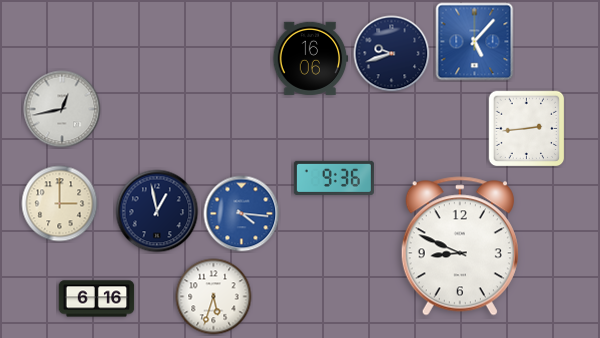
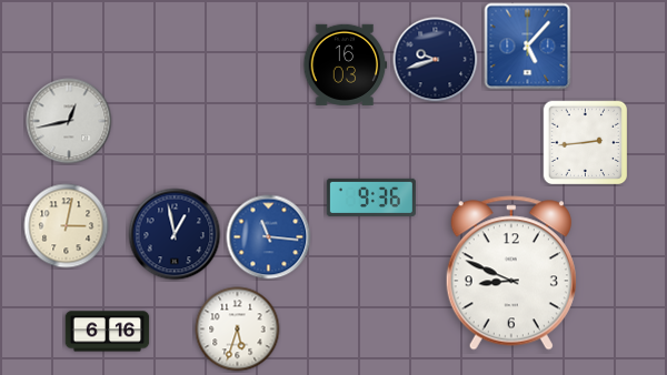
clock at (311, 58): 16:06 -> 16:03
clock at (60, 204): 3:00 -> 3:02
clock at (242, 214): 4:16 -> 11:16
